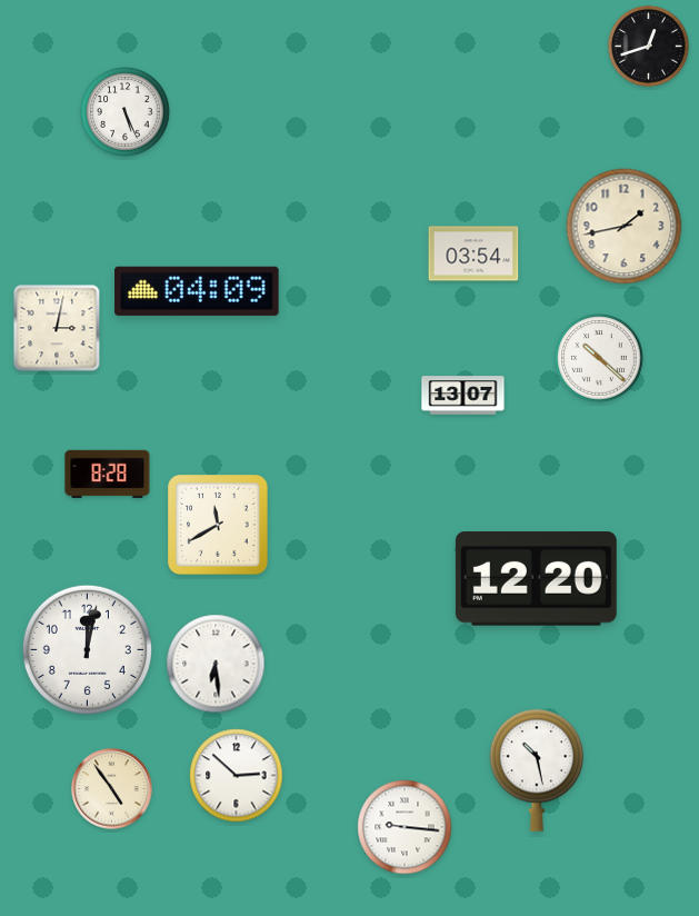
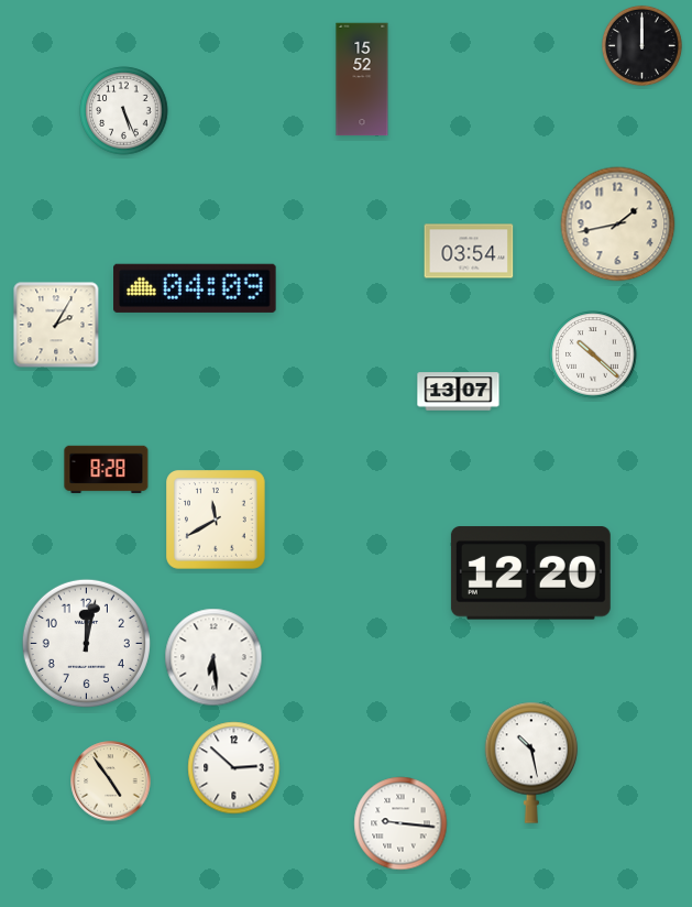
clock at (648, 46): 12:42 -> 12:00
clock at (362, 79): none -> 15:52
clock at (57, 328): 3:02 -> 2:05
clock at (405, 827) position: (405, 827) -> (400, 823)
